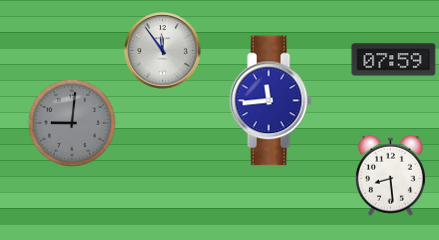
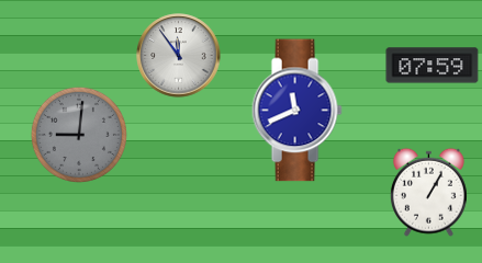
clock at (270, 101): 11:44 -> 11:41
clock at (390, 175): 8:29 -> 1:05
